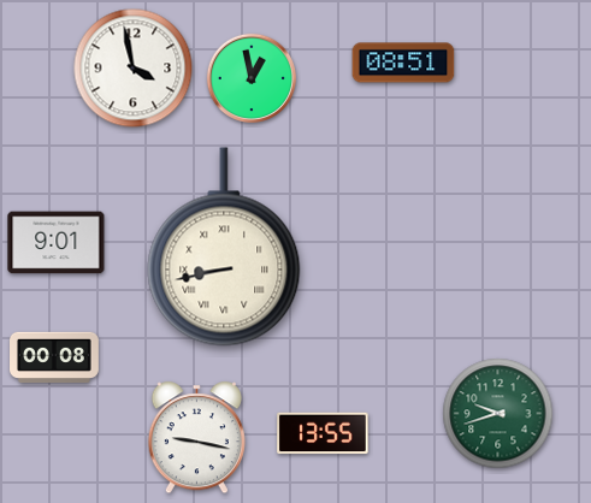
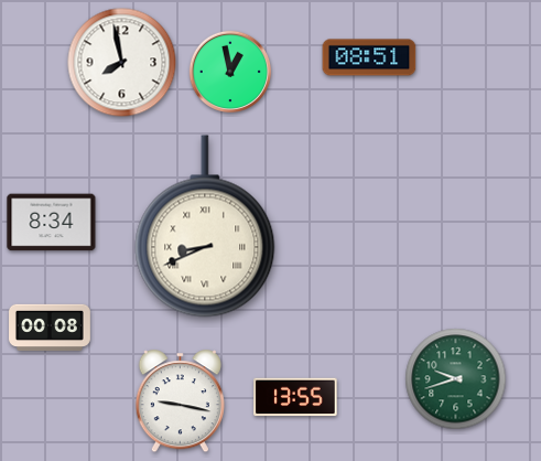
clock at (134, 69): 3:58 -> 7:58
clock at (57, 243): 9:01 -> 8:34
clock at (224, 247): 8:43 -> 8:41
